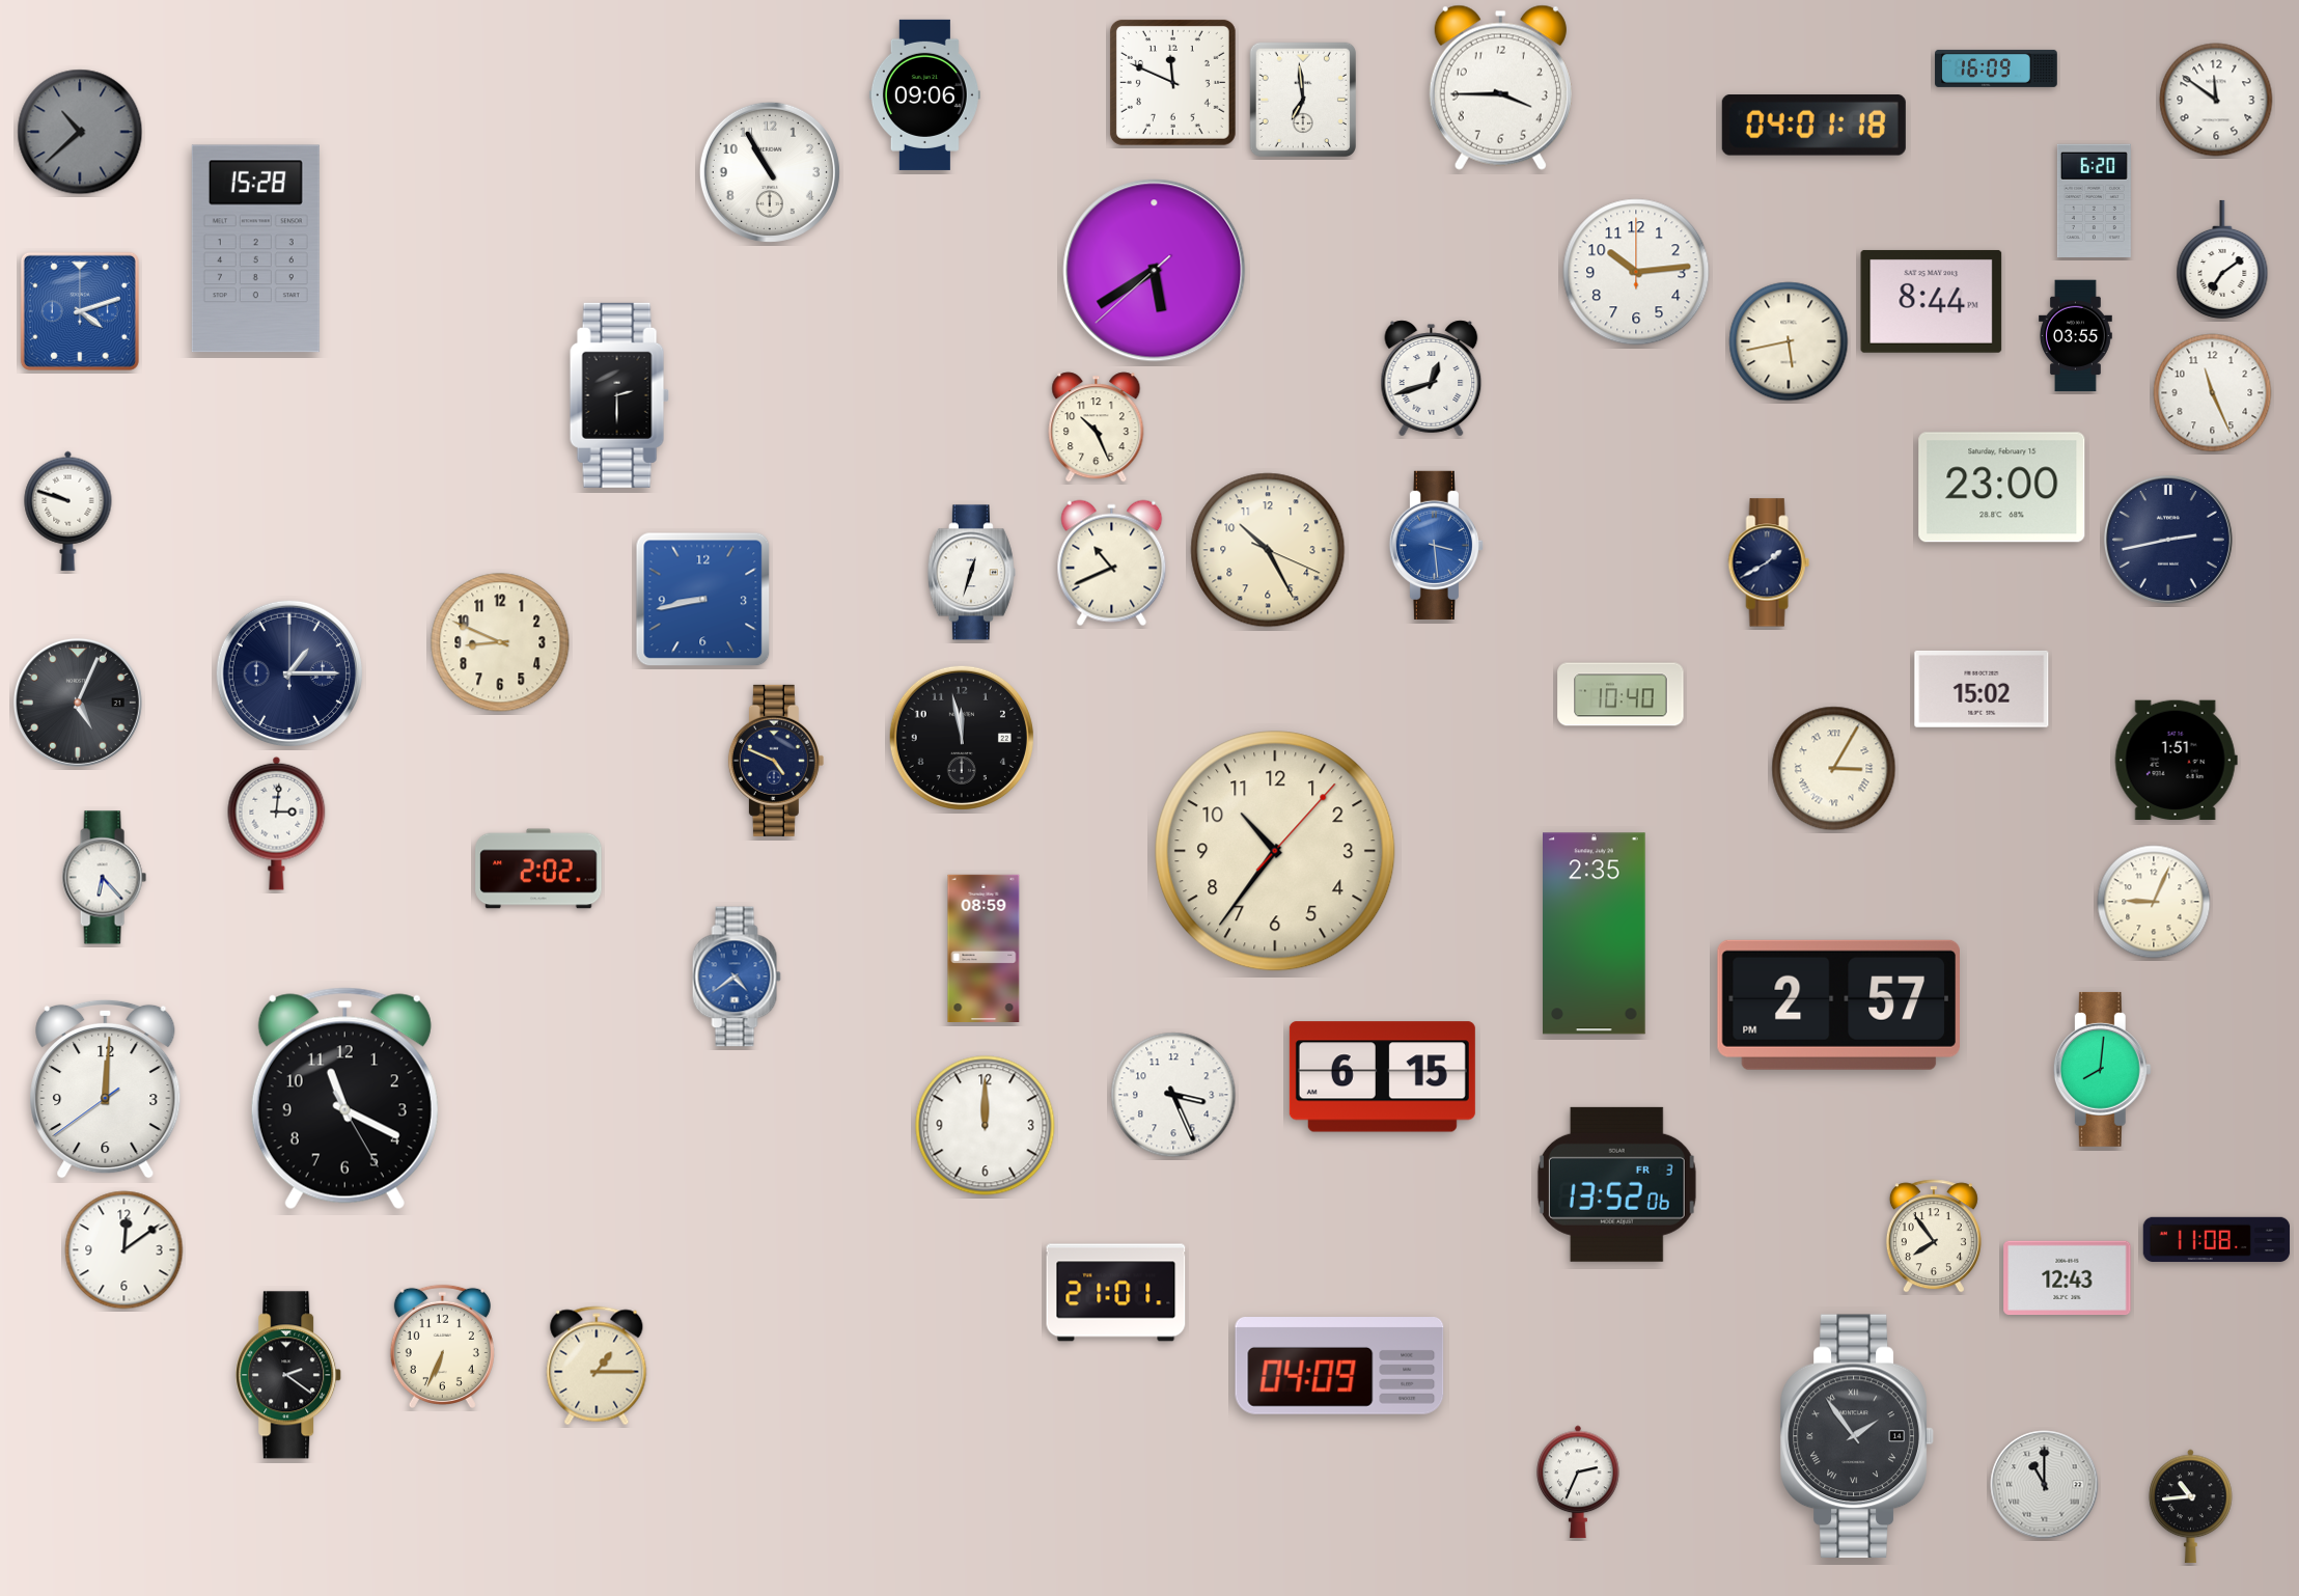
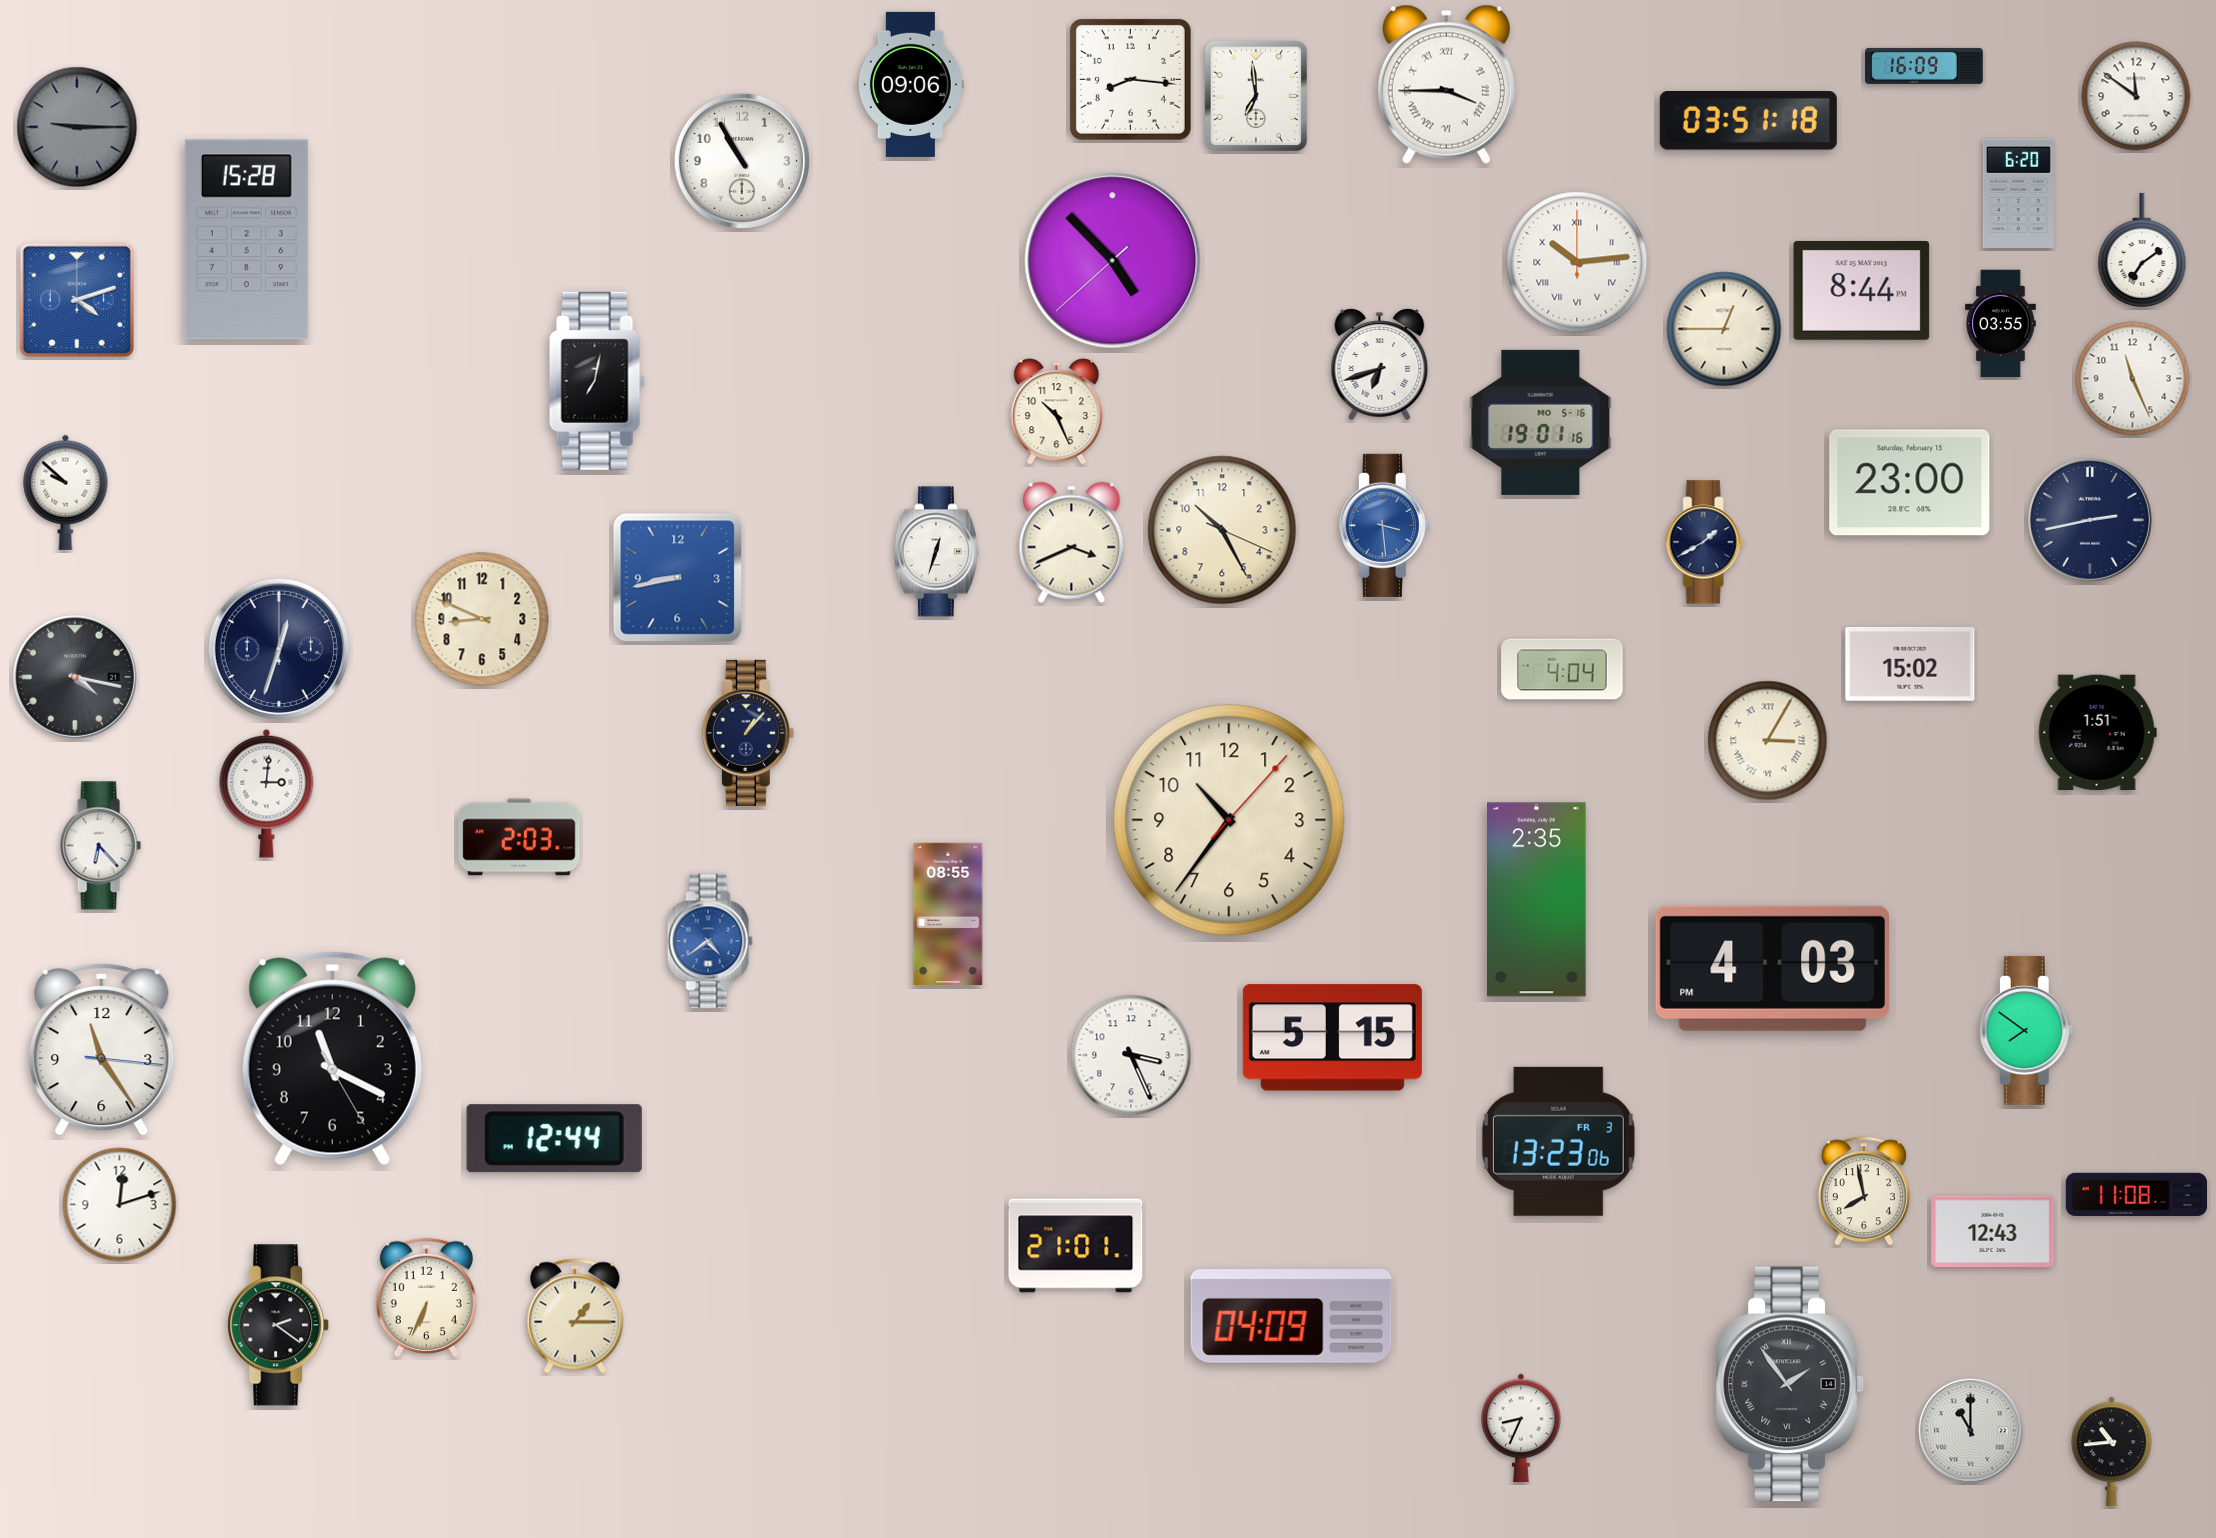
clock at (1172, 82): 11:49 -> 8:16
clock at (1500, 87) numerals: Arabic -> Roman
clock at (924, 94) position: (924, 94) -> (910, 84)
clock at (1813, 126): 04:01 -> 03:51
clock at (80, 132): 10:38 -> 9:15
clock at (770, 172) position: (770, 172) -> (742, 161)
clock at (1155, 271): 5:39 -> 4:52
clock at (1636, 272) numerals: Arabic -> Roman
clock at (1789, 341): 5:43 -> 12:45
clock at (1432, 379): 12:42 -> 6:42
clock at (619, 395): 2:30 -> 7:02
clock at (1541, 422): none -> 19:01
clock at (2002, 488) position: (2002, 488) -> (1910, 483)
clock at (68, 511): 9:48 -> 9:52
clock at (1112, 563): 10:41 -> 3:41
clock at (289, 673): 1:15 -> 12:33
clock at (1621, 694): 10:40 -> 4:04
clock at (78, 703): 5:04 -> 4:17
clock at (962, 738): 11:58 -> none
clock at (776, 761): 4:49 -> 1:07
clock at (538, 869): 2:02 -> 2:03
clock at (2154, 902): 9:04 -> none
clock at (984, 947): 08:59 -> 08:55
clock at (1838, 1005): 2:57 -> 4:03
clock at (2102, 1069): 8:01 -> 7:51
clock at (1382, 1077): 6:15 -> 5:15
clock at (106, 1089): 12:00 -> 11:24
clock at (986, 1126): 12:00 -> none
clock at (554, 1139): none -> 12:44
clock at (1616, 1184): 13:52 -> 13:23
clock at (1934, 1236): 7:54 -> 7:58
clock at (124, 1250): 12:09 -> 12:12
clock at (1578, 1482): 2:34 -> 8:34
